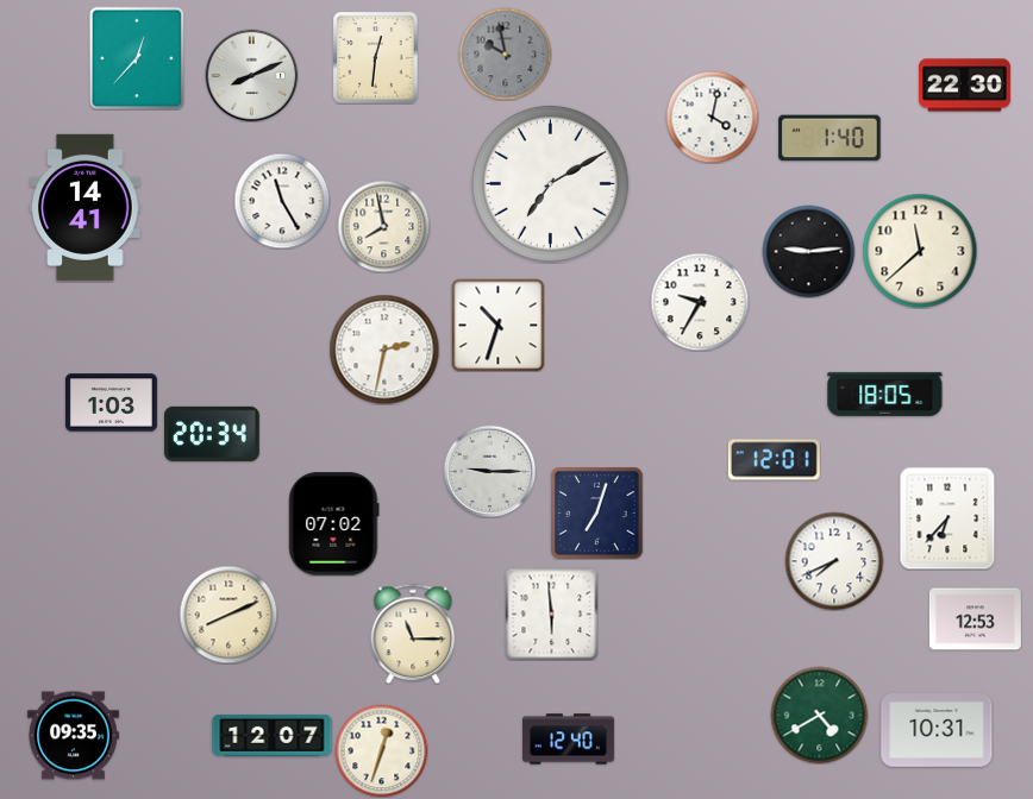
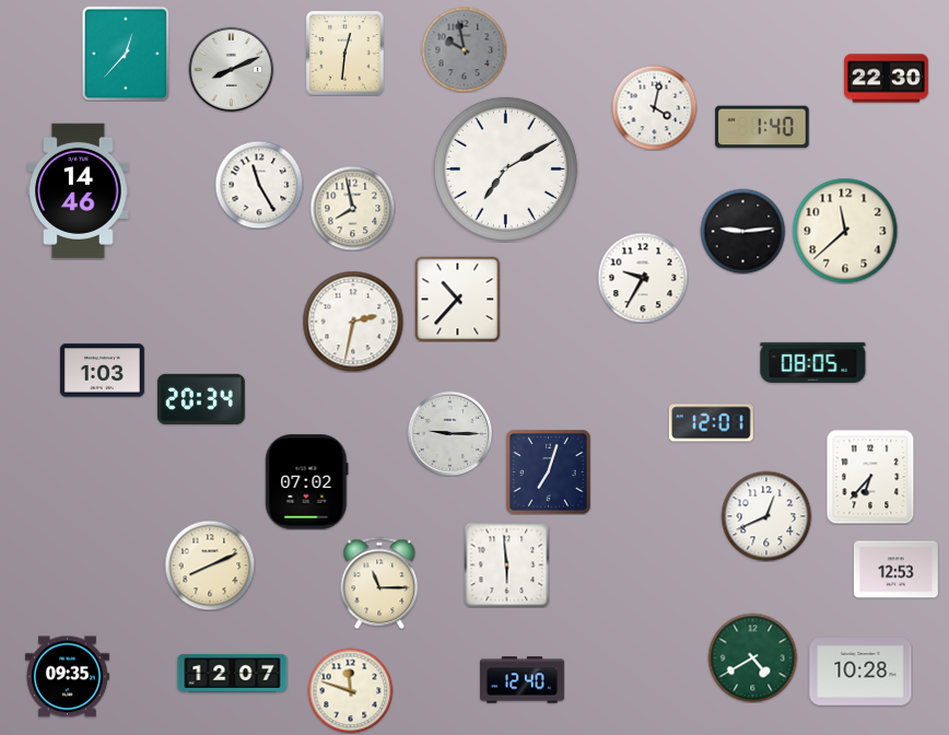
clock at (86, 207): 14:41 -> 14:46
clock at (497, 325): 10:33 -> 10:37
clock at (885, 394): 18:05 -> 08:05
clock at (212, 434) position: (212, 434) -> (201, 399)
clock at (834, 561): 7:41 -> 12:41
clock at (937, 731): 10:31 -> 10:28
clock at (273, 735) position: (273, 735) -> (233, 673)
clock at (381, 750): 12:33 -> 11:48
